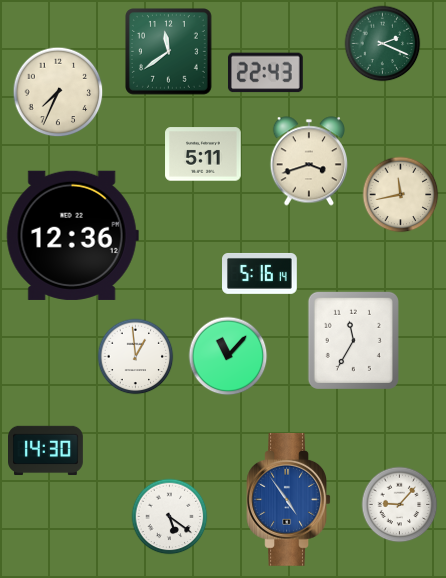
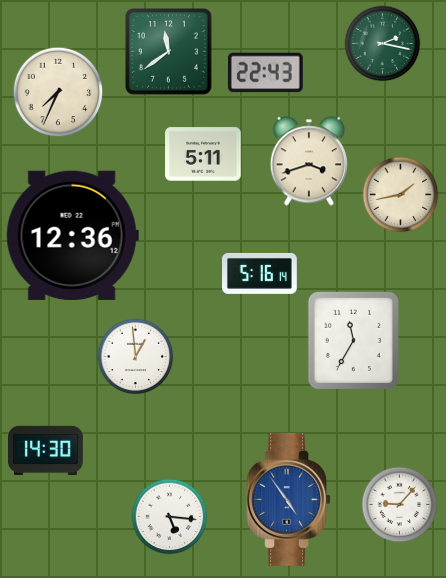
clock at (383, 44): 2:19 -> 2:17
clock at (401, 195): 11:43 -> 1:43
clock at (228, 356): 11:07 -> none
clock at (170, 517): 5:21 -> 5:16
